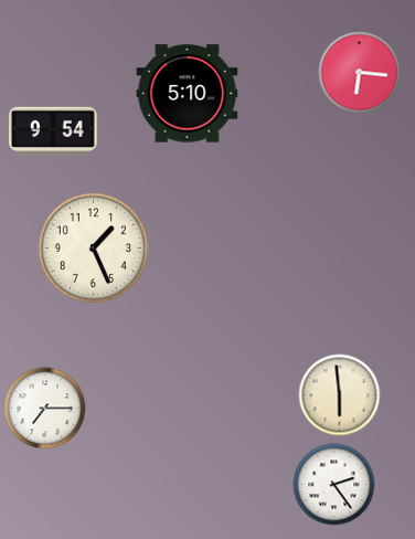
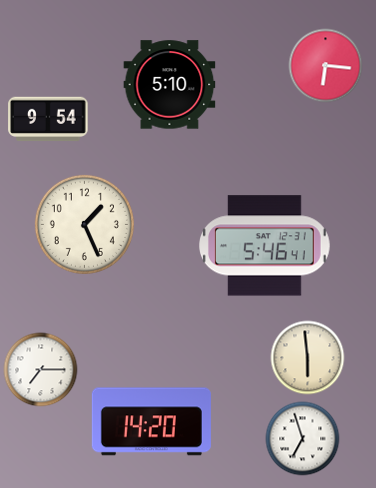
clock at (265, 246): none -> 5:46
clock at (151, 422): none -> 14:20
clock at (334, 485): 2:24 -> 6:57
